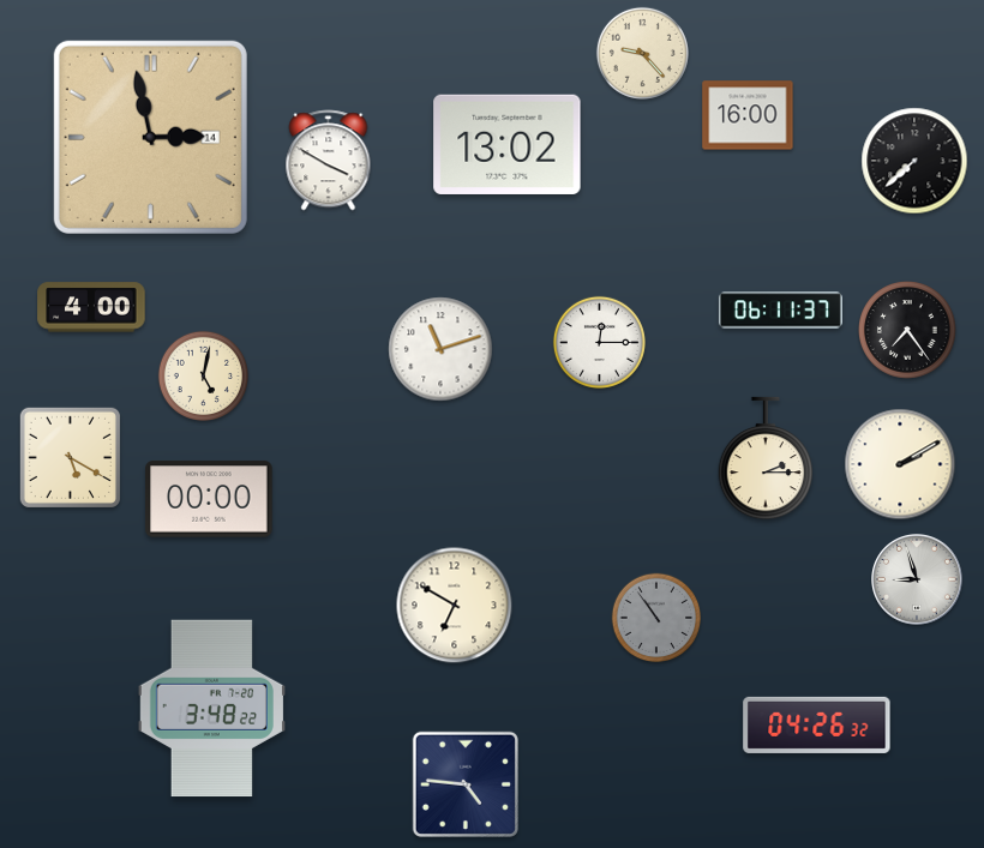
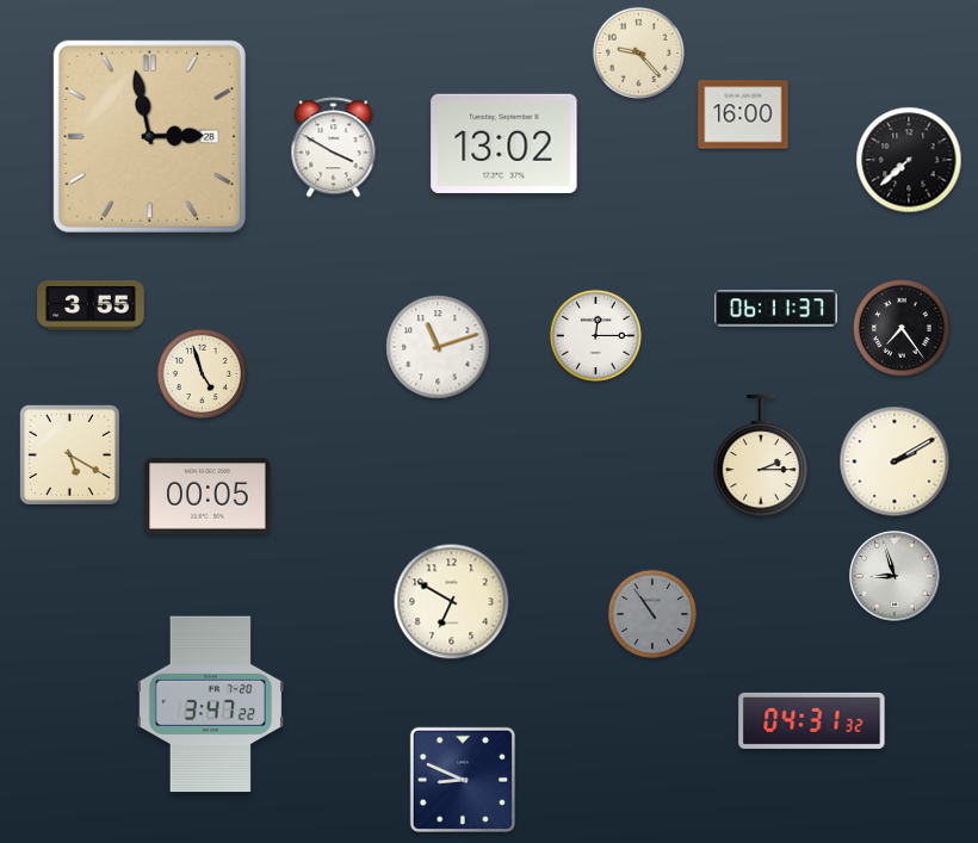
clock at (150, 137) date: 14 -> 28
clock at (329, 161) position: (329, 161) -> (334, 148)
clock at (91, 307): 4:00 -> 3:55
clock at (599, 342) position: (599, 342) -> (595, 335)
clock at (203, 375): 5:02 -> 4:57
clock at (209, 499): 00:00 -> 00:05
clock at (918, 581) position: (918, 581) -> (896, 577)
clock at (211, 709): 3:48 -> 3:47
clock at (817, 724): 04:26 -> 04:31
clock at (464, 783): 4:46 -> 8:49
